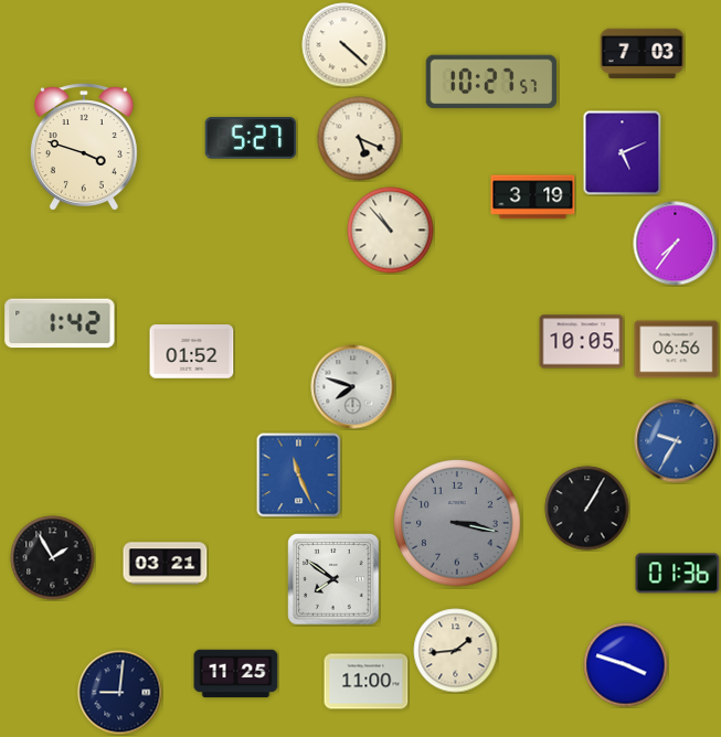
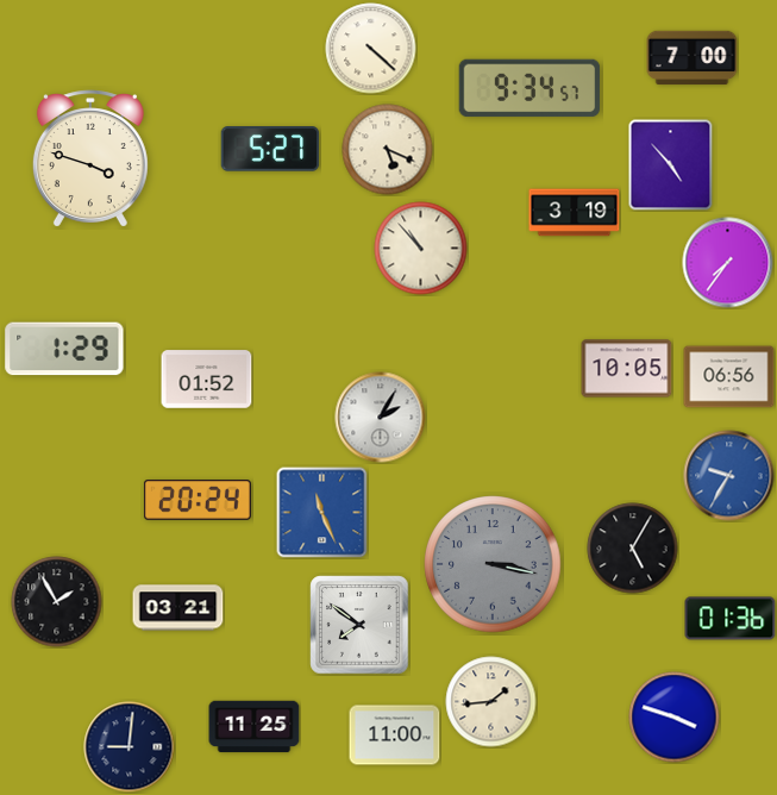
clock at (643, 54): 7:03 -> 7:00
clock at (491, 82): 10:27 -> 9:34
clock at (623, 153): 5:11 -> 4:53
clock at (60, 323): 1:42 -> 1:29
clock at (353, 387): 7:48 -> 2:05
clock at (198, 500): none -> 20:24
clock at (587, 509): 1:05 -> 5:05
